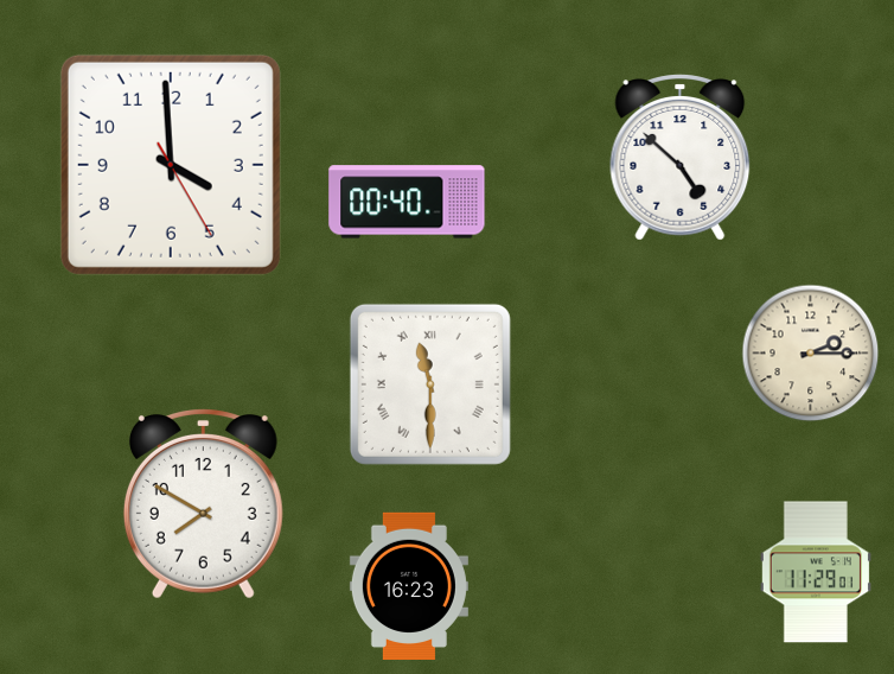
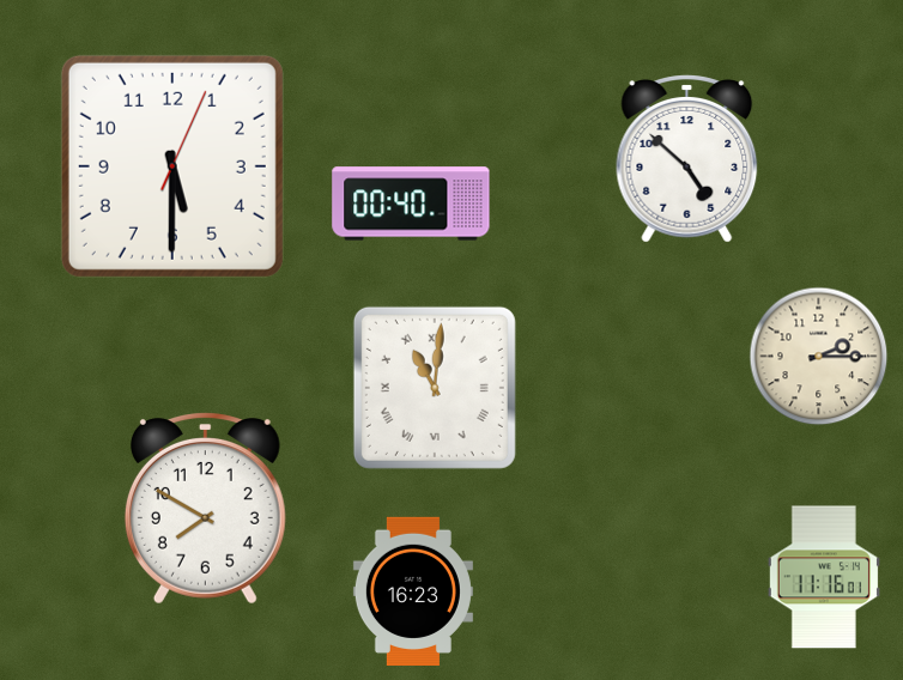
clock at (171, 165): 3:59 -> 5:30
clock at (430, 384): 11:30 -> 11:01
clock at (816, 572): 11:29 -> 11:16
